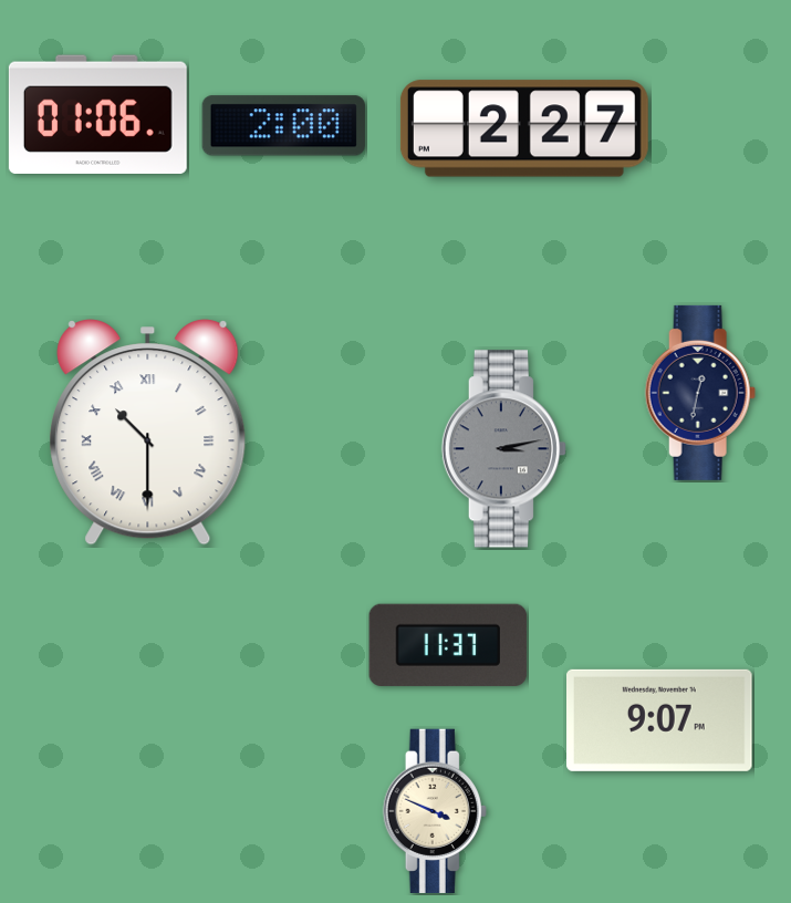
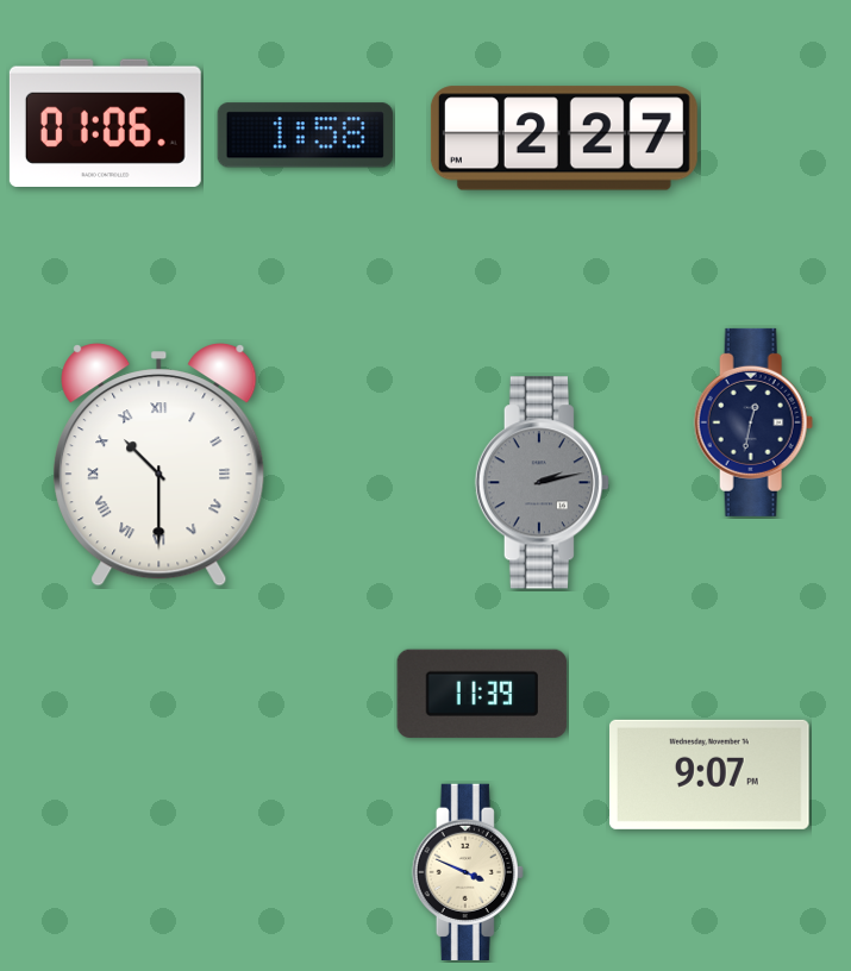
clock at (283, 126): 2:00 -> 1:58
clock at (503, 449): 3:13 -> 2:13
clock at (448, 645): 11:37 -> 11:39
